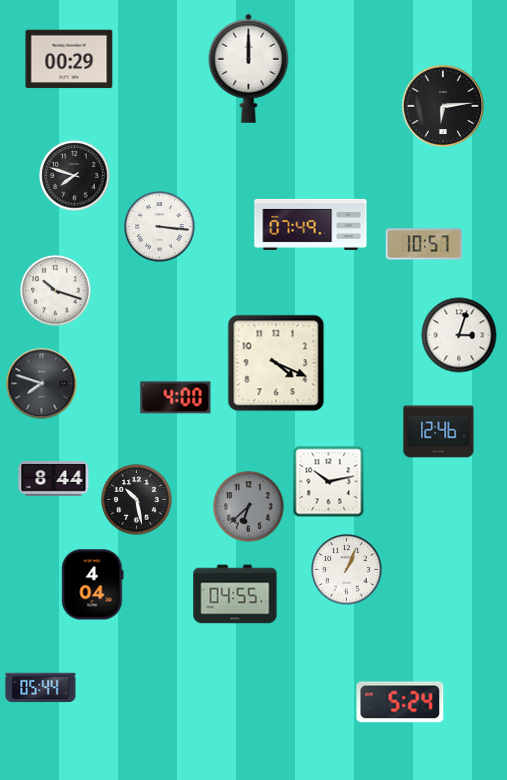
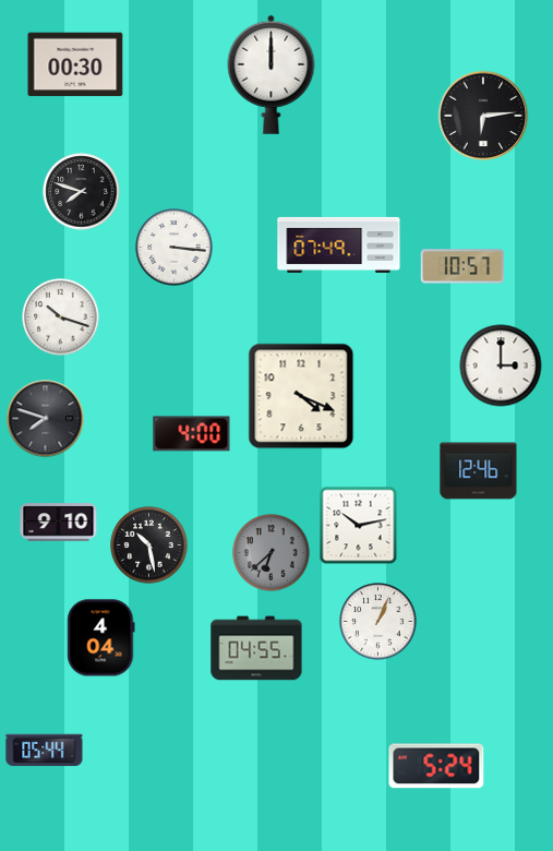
clock at (69, 59): 00:29 -> 00:30
clock at (459, 335): 3:03 -> 3:00
clock at (54, 479): 8:44 -> 9:10
